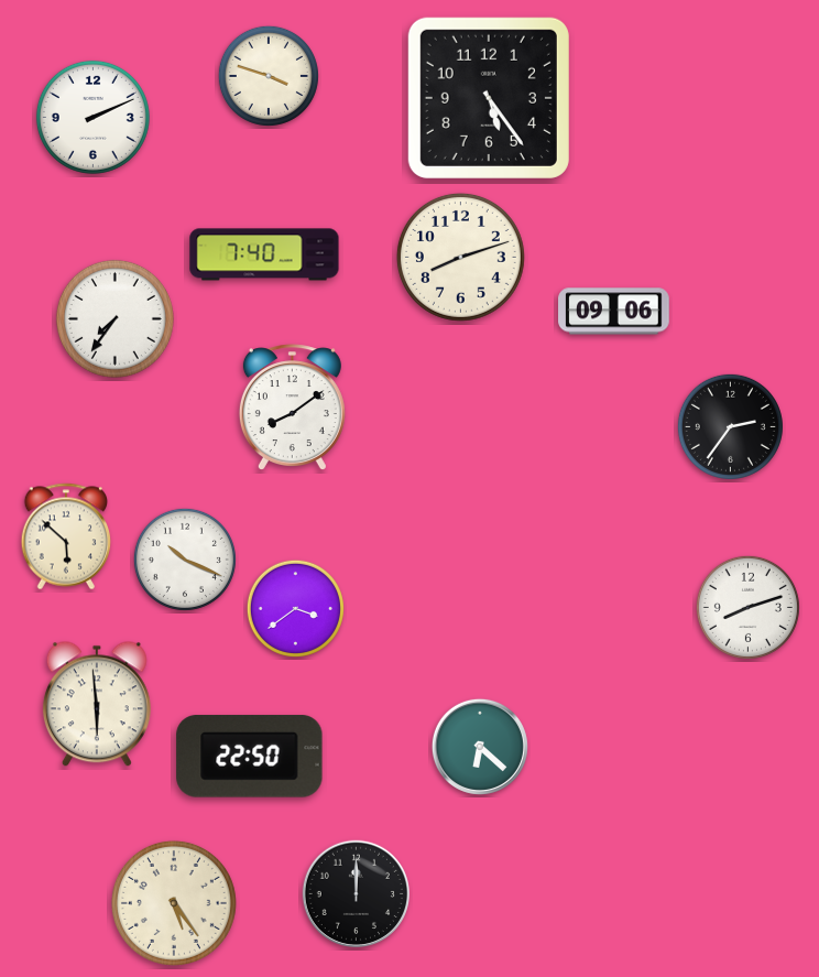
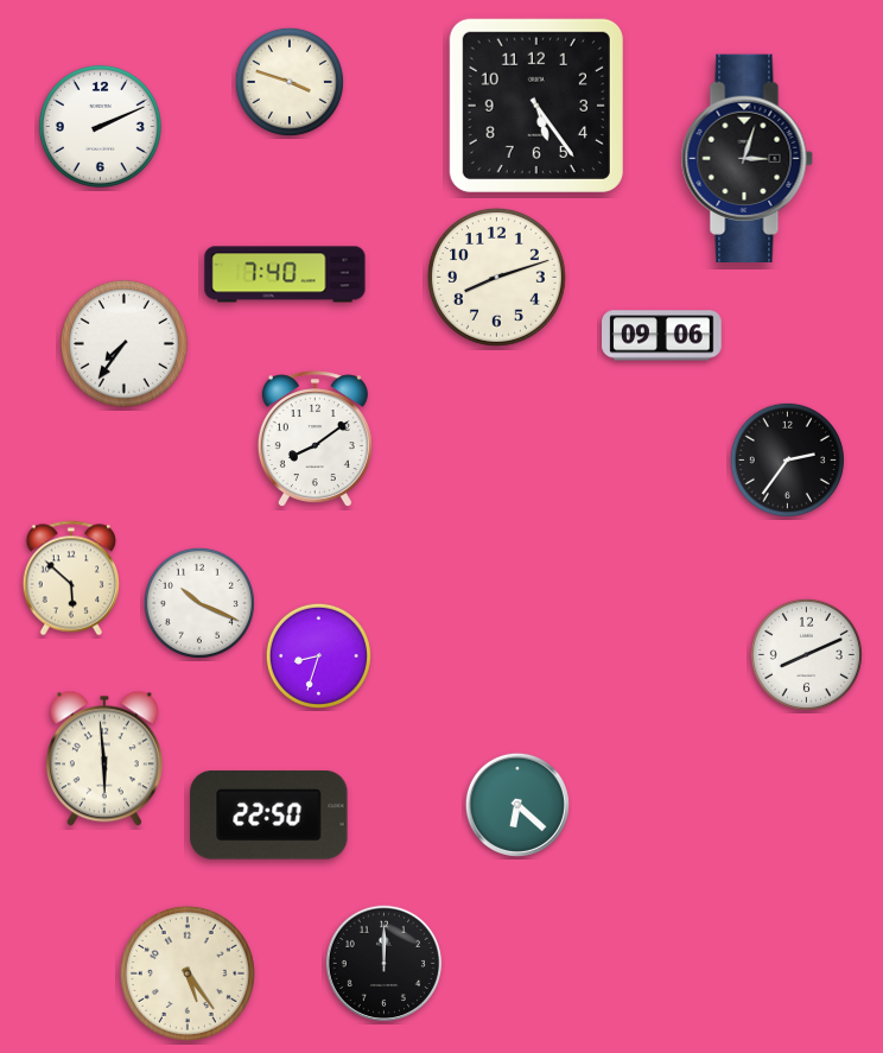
clock at (489, 98) position: (489, 98) -> (536, 106)
clock at (747, 158): none -> 3:03
clock at (747, 607): 8:12 -> 8:11
clock at (295, 608): 3:39 -> 8:33
